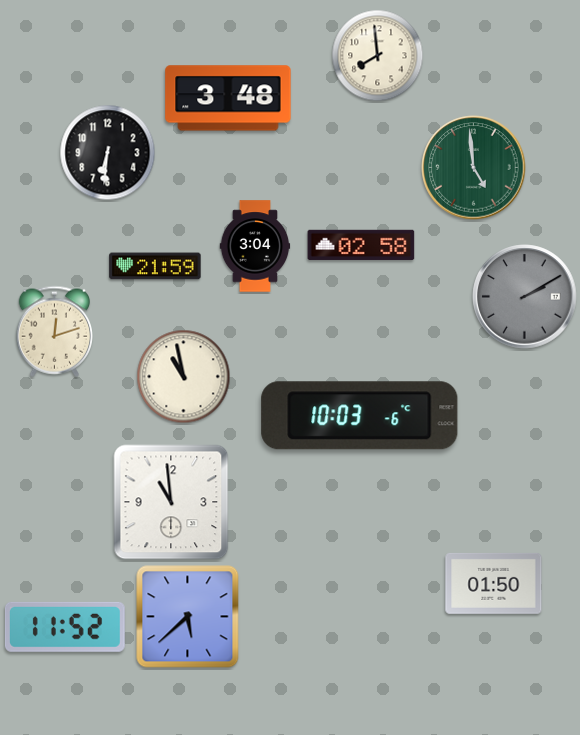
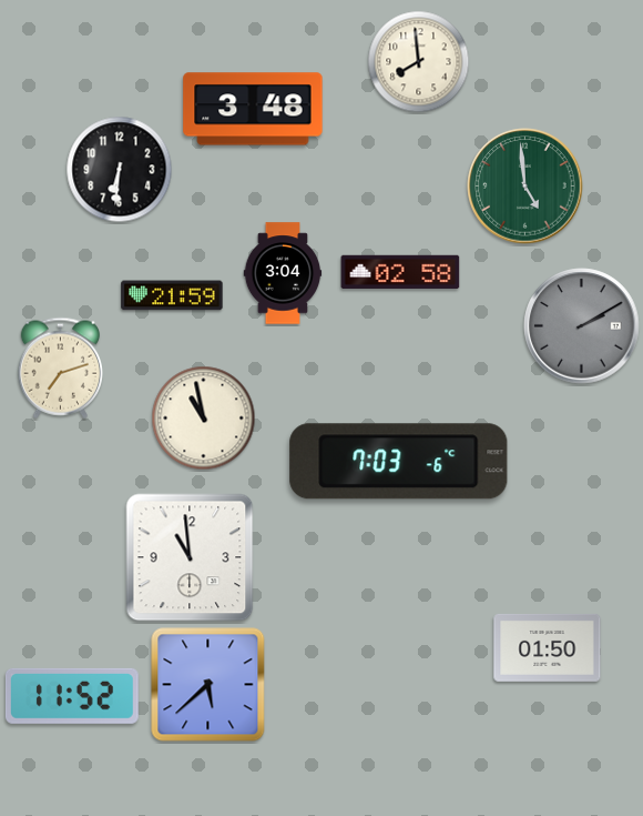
clock at (525, 297) position: (525, 297) -> (582, 326)
clock at (54, 331): 12:12 -> 7:12
clock at (360, 416): 10:03 -> 7:03
